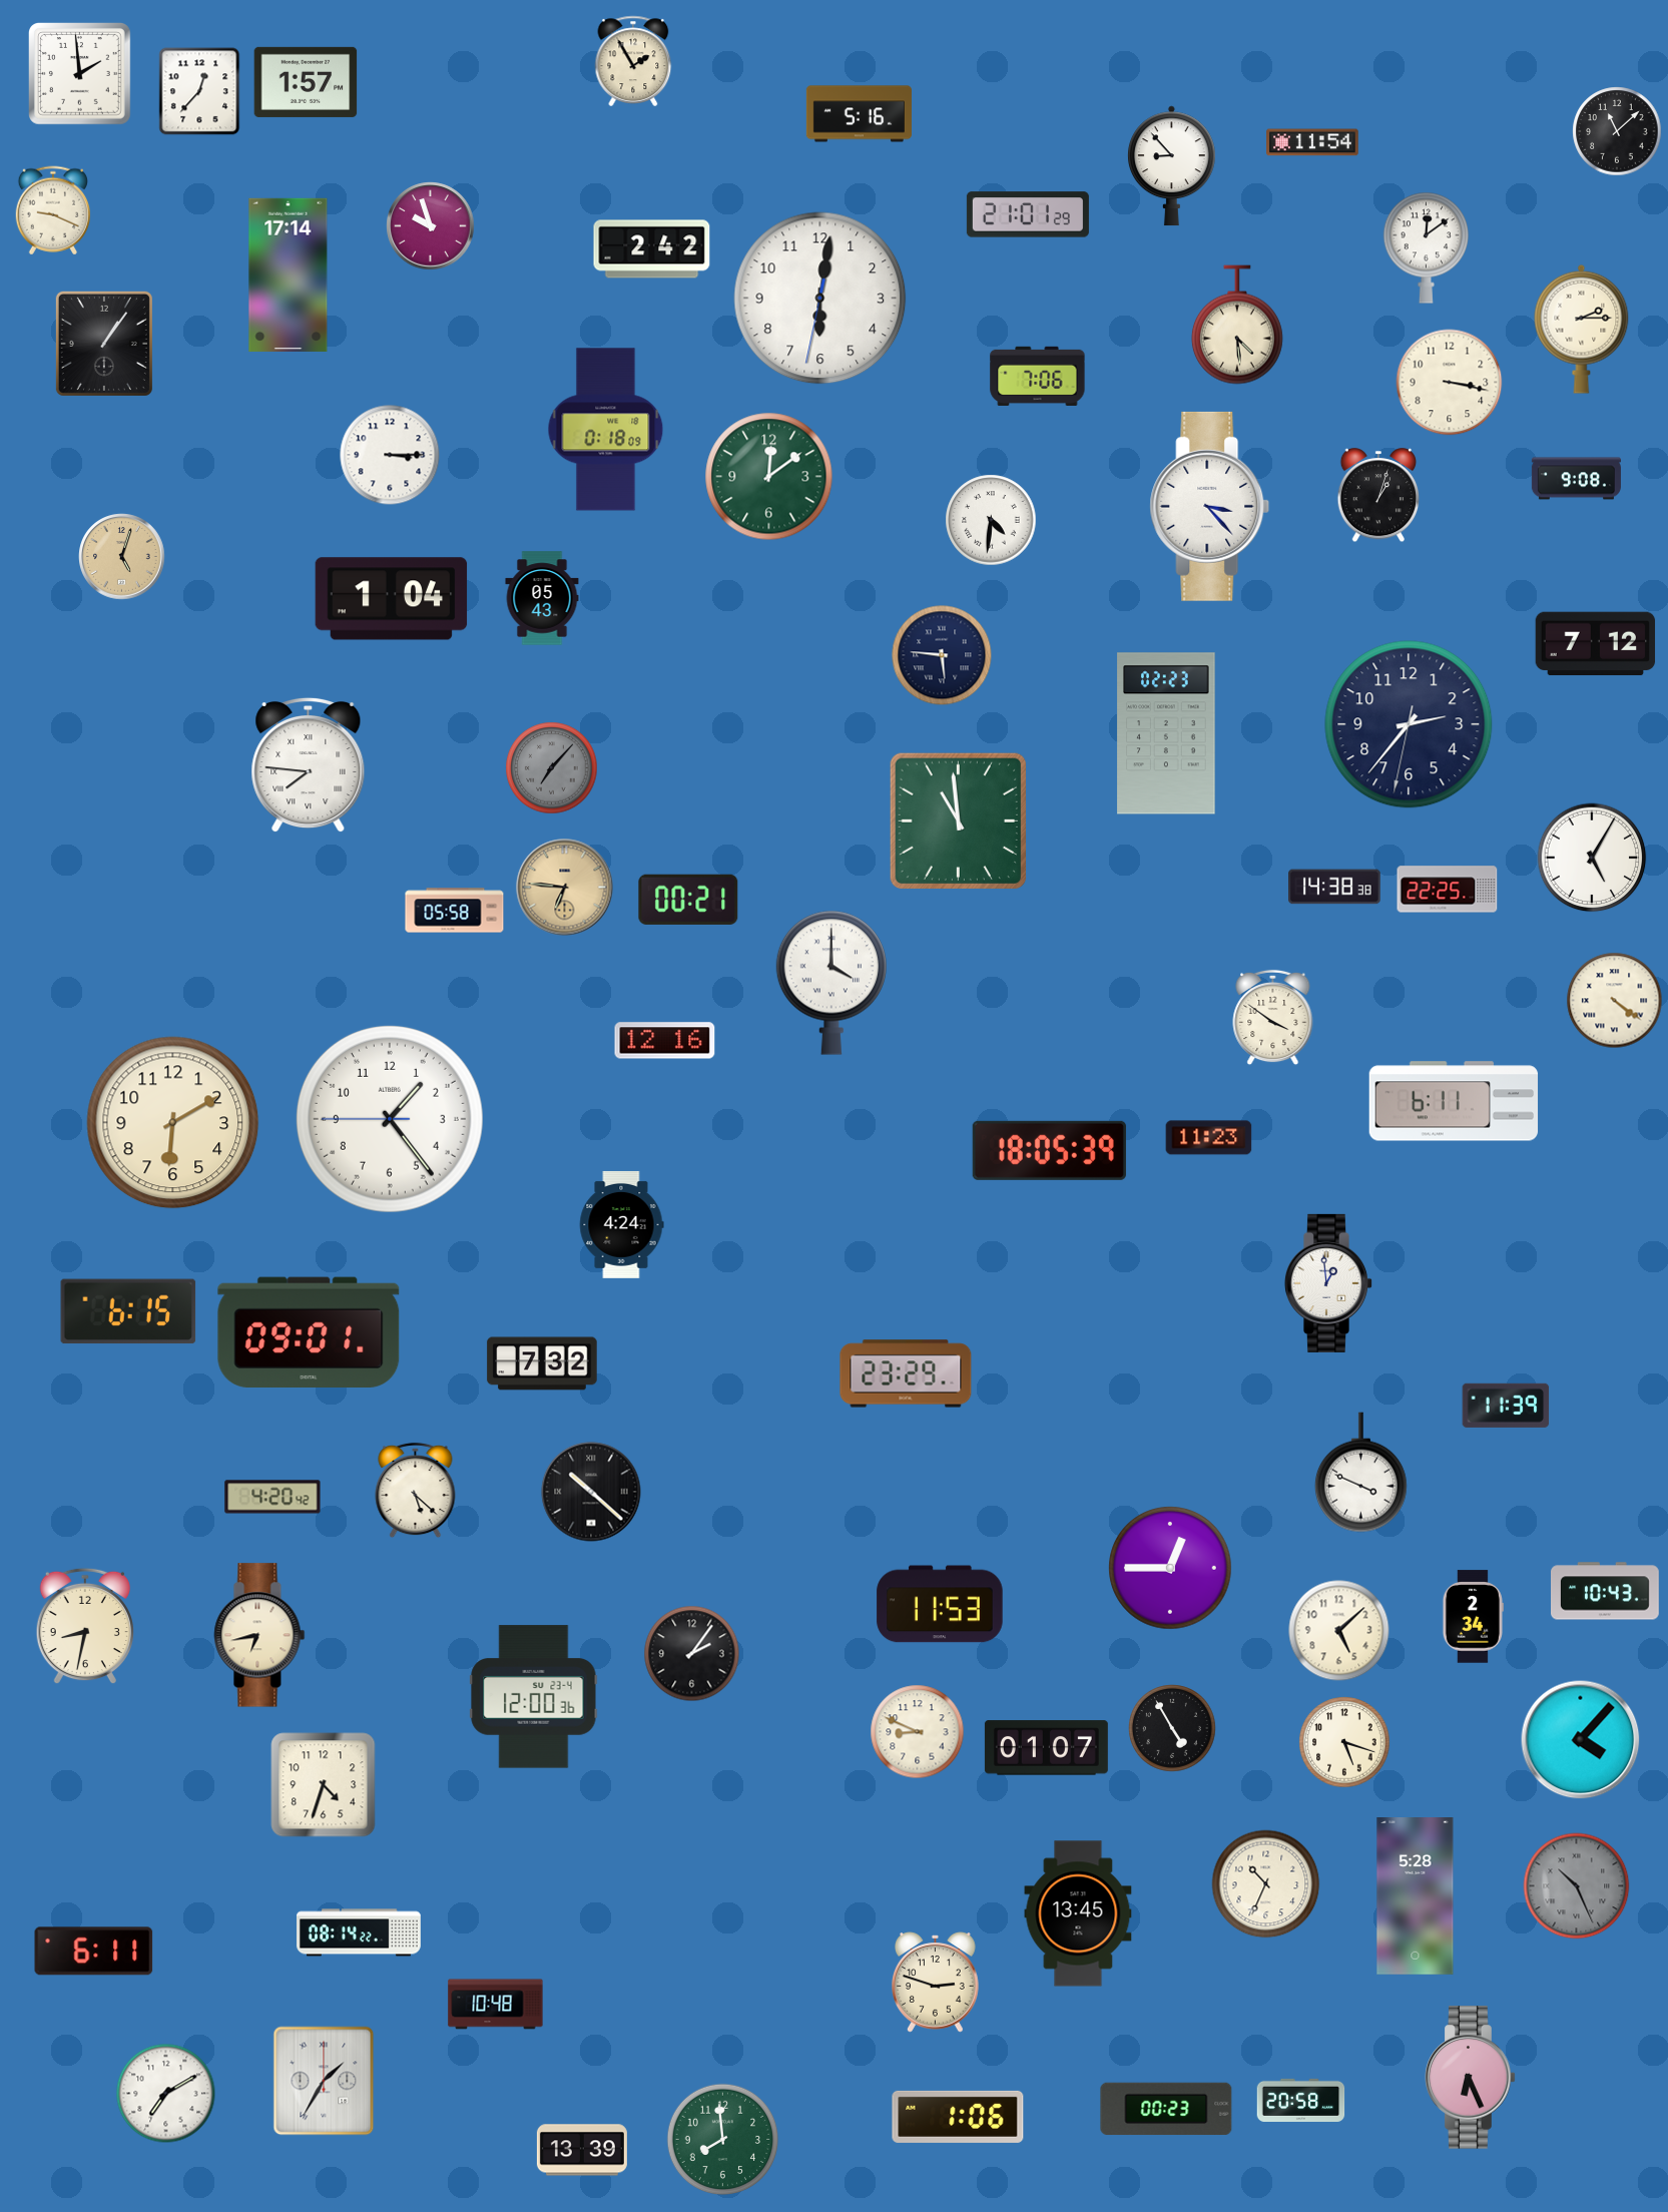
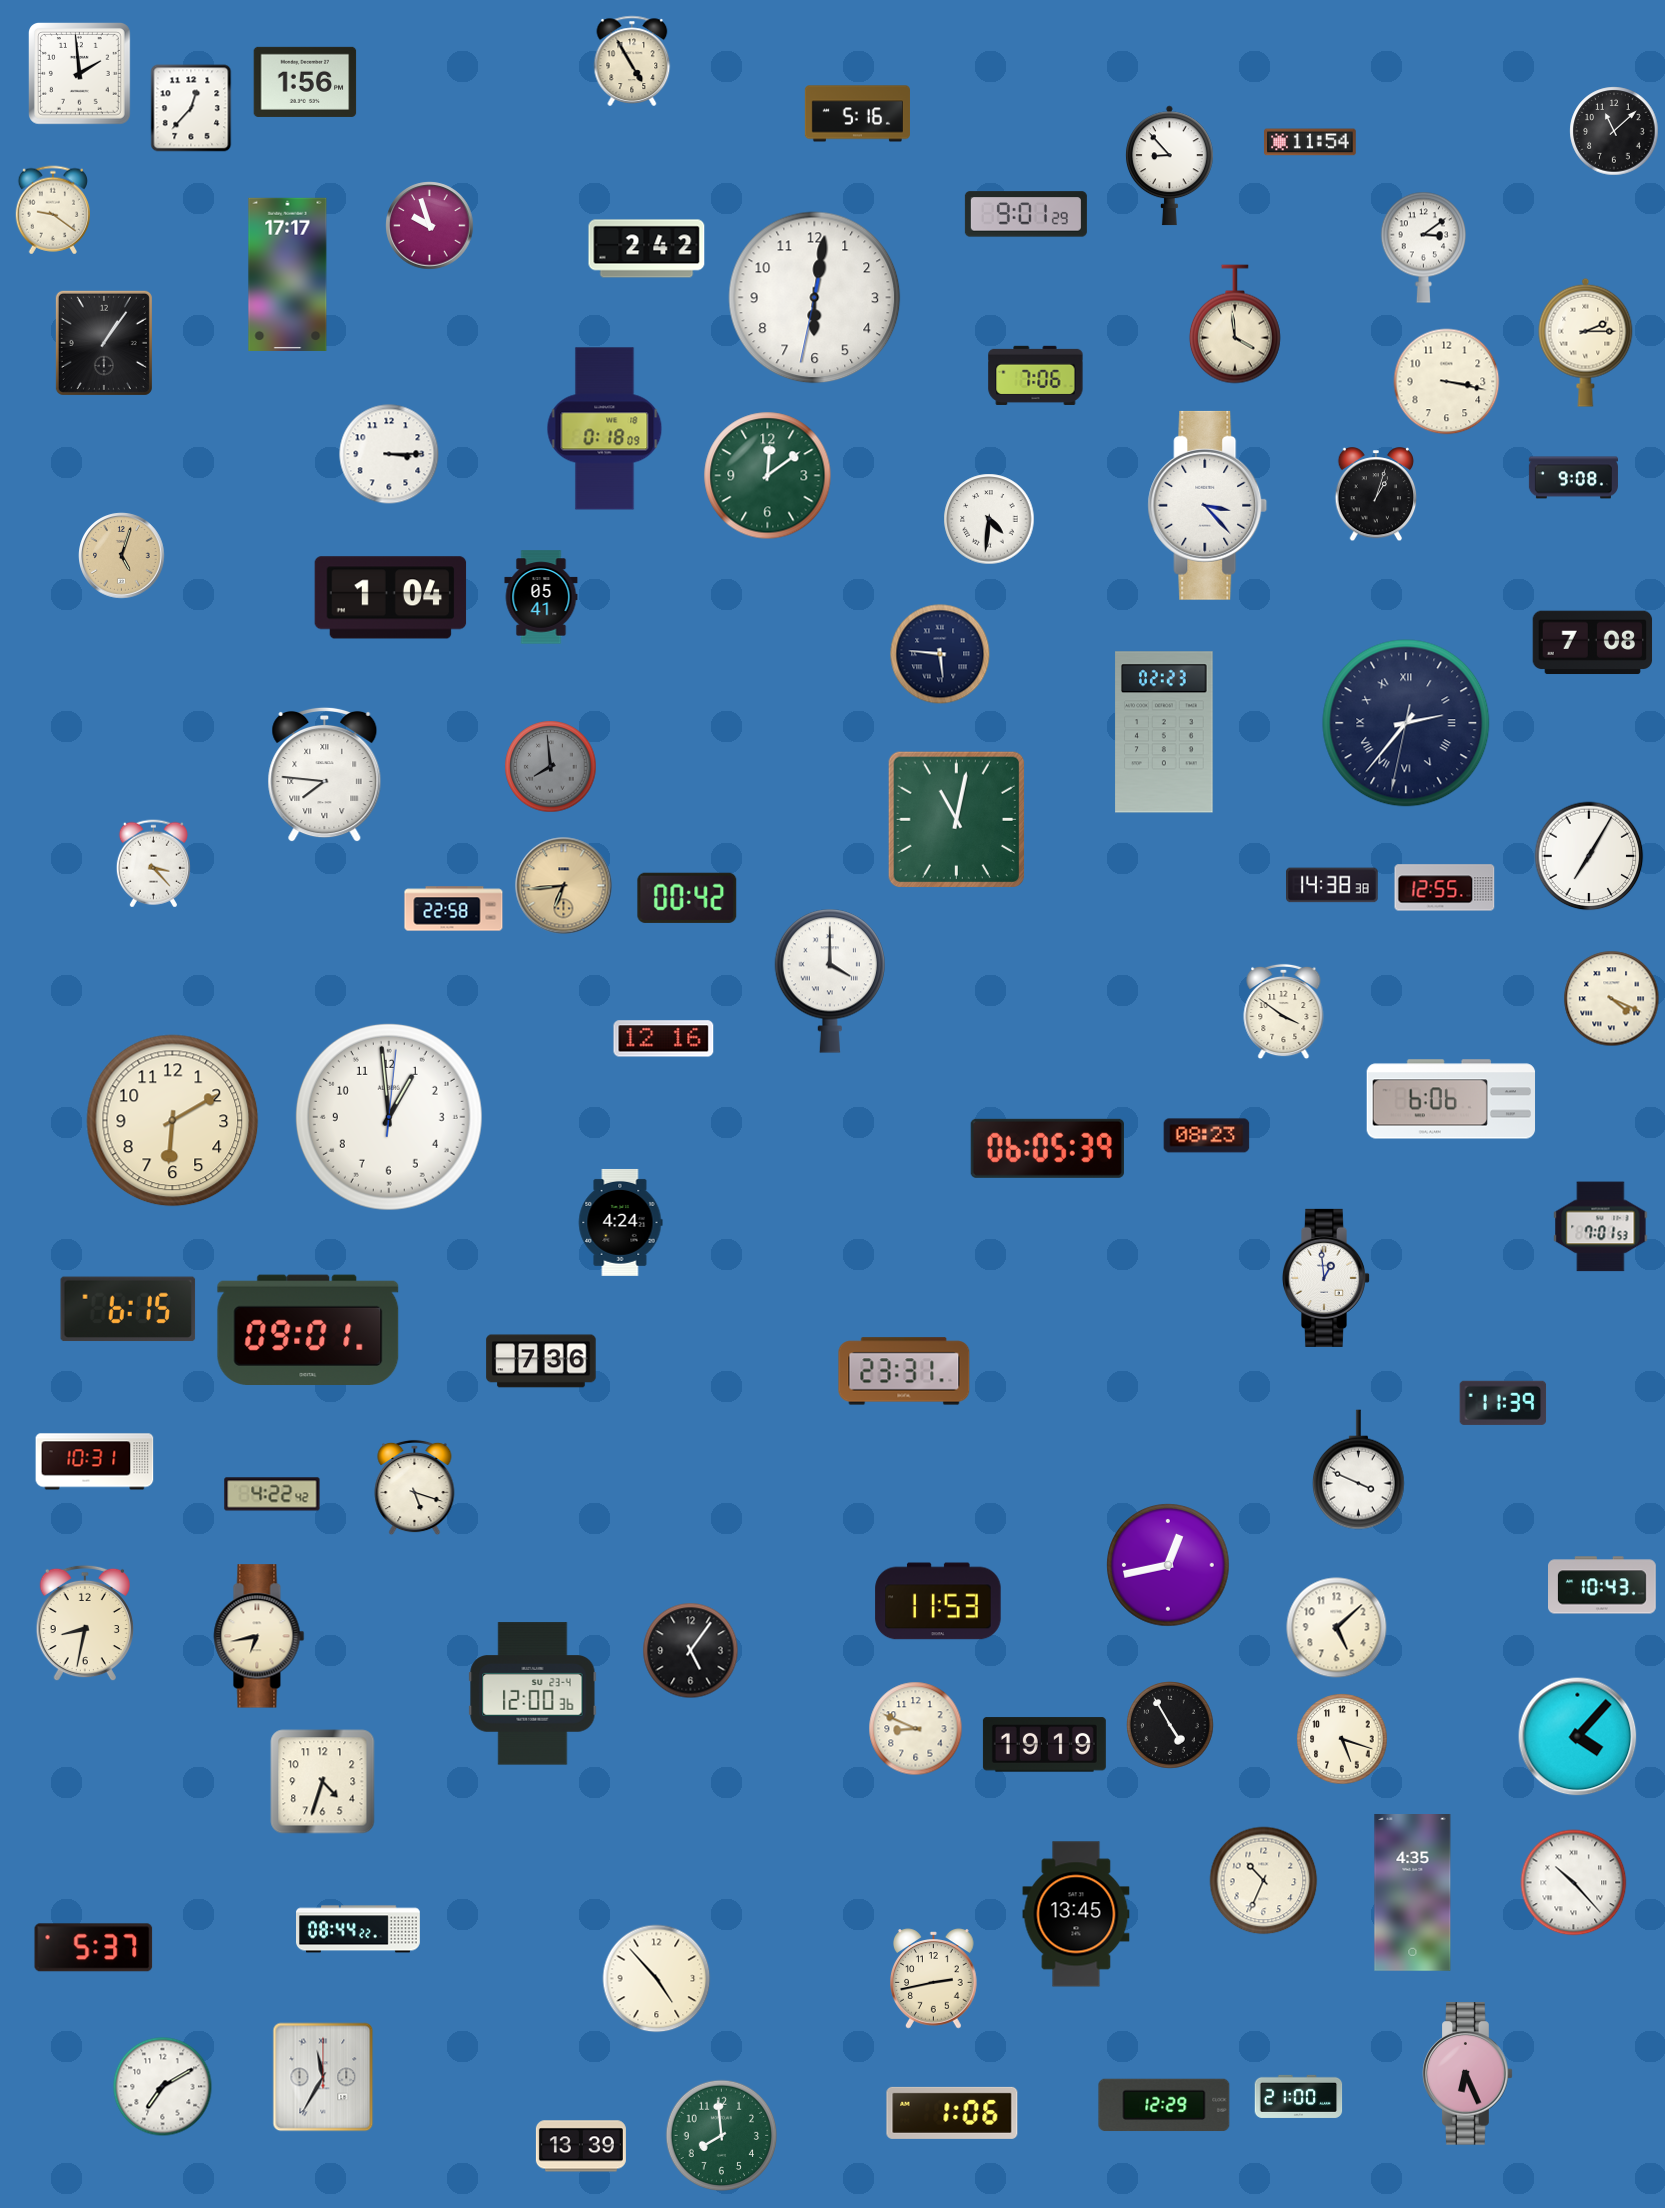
clock at (633, 61): 1:55 -> 4:55
clock at (306, 82): 1:57 -> 1:56
clock at (199, 91) position: (199, 91) -> (191, 108)
clock at (52, 210): 9:19 -> 9:21
clock at (1028, 214): 21:01 -> 9:01
clock at (1426, 247): 12:09 -> 3:09
clock at (652, 249) position: (652, 249) -> (647, 249)
clock at (289, 274): 17:14 -> 17:17
clock at (820, 299) position: (820, 299) -> (815, 298)
clock at (1237, 325): 4:29 -> 3:59
clock at (1582, 329) position: (1582, 329) -> (1586, 342)
clock at (542, 598): 05:43 -> 05:41
clock at (1596, 644): 7:12 -> 7:08
clock at (1409, 724) numerals: Arabic -> Roman
clock at (309, 765) position: (309, 765) -> (325, 775)
clock at (552, 768): 7:07 -> 7:59
clock at (958, 820): 10:59 -> 11:02
clock at (1592, 858): 5:05 -> 7:05
clock at (153, 864): none -> 3:23
clock at (565, 888): 6:46 -> 6:44
clock at (1448, 890): 22:25 -> 12:55
clock at (688, 900): 00:21 -> 00:42
clock at (455, 911): 05:58 -> 22:58
clock at (1615, 1001): 4:21 -> 4:19
clock at (1273, 1018) position: (1273, 1018) -> (1284, 1012)
clock at (1454, 1101): 6:11 -> 6:06
clock at (390, 1119): 1:23 -> 12:59
clock at (1209, 1138): 11:23 -> 08:23
clock at (1049, 1150): 18:05 -> 06:05
clock at (1601, 1227): none -> 7:01
clock at (1327, 1283) position: (1327, 1283) -> (1325, 1278)
clock at (542, 1363): 7:32 -> 7:36
clock at (906, 1373): 23:29 -> 23:31
clock at (95, 1462): none -> 10:31
clock at (416, 1491): 5:22 -> 5:18
clock at (591, 1492): 10:22 -> none
clock at (272, 1497): 4:20 -> 4:22
clock at (1170, 1568): 12:45 -> 12:43
clock at (1606, 1591) position: (1606, 1591) -> (1603, 1585)
clock at (1473, 1617): 2:34 -> none
clock at (259, 1635) position: (259, 1635) -> (259, 1636)
clock at (692, 1654): 2:06 -> 5:06
clock at (1046, 1748): 01:07 -> 19:19
clock at (1577, 1886): 10:26 -> 10:23
clock at (1577, 1886) dial: grey -> white
clock at (1416, 1896): 5:28 -> 4:35
clock at (1078, 1913) position: (1078, 1913) -> (1076, 1914)
clock at (360, 1932): 08:14 -> 08:44
clock at (94, 1952): 6:11 -> 5:37
clock at (657, 1979): none -> 4:53
clock at (936, 1983): 2:48 -> 2:43
clock at (496, 2005): 10:48 -> none
clock at (324, 2081): 1:35 -> 11:35
clock at (166, 2094) position: (166, 2094) -> (163, 2087)
clock at (1301, 2100): 20:58 -> 21:00
clock at (1166, 2109): 00:23 -> 12:29
clock at (958, 2117) position: (958, 2117) -> (952, 2113)
